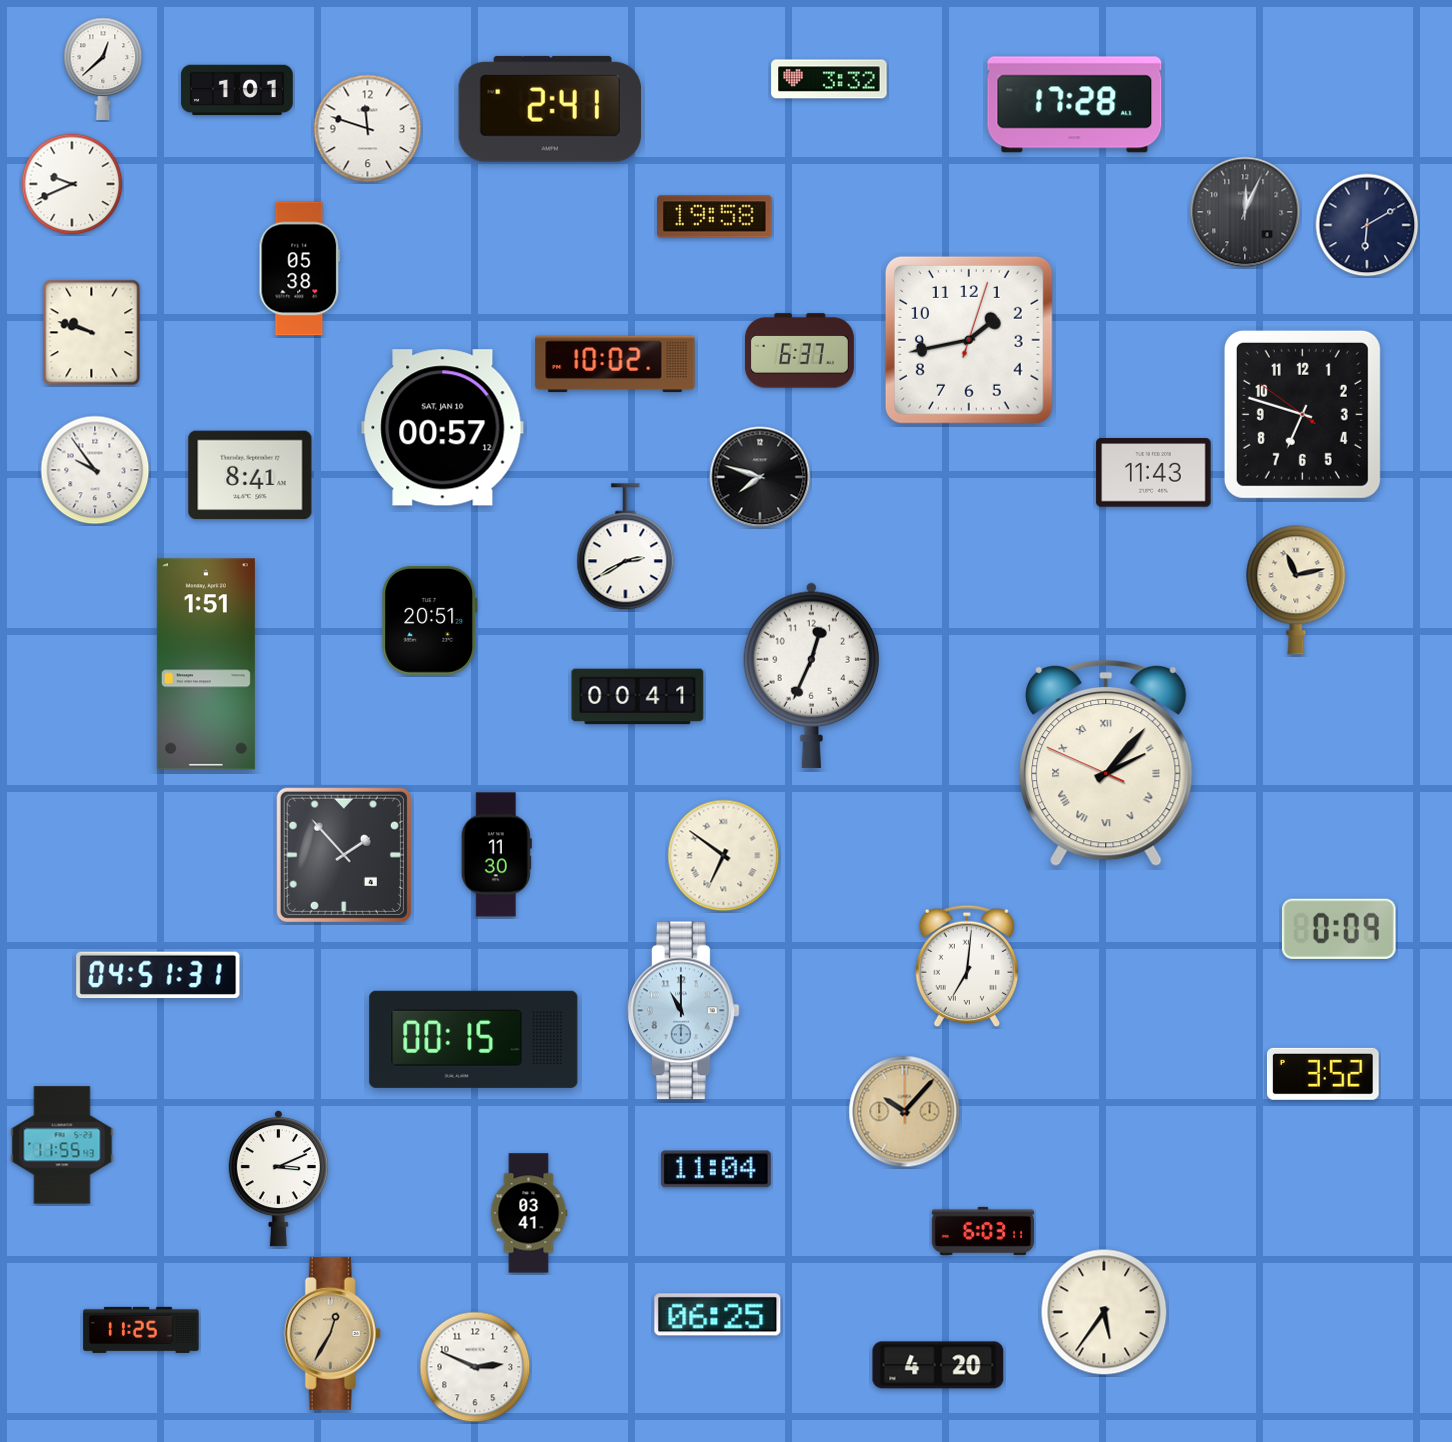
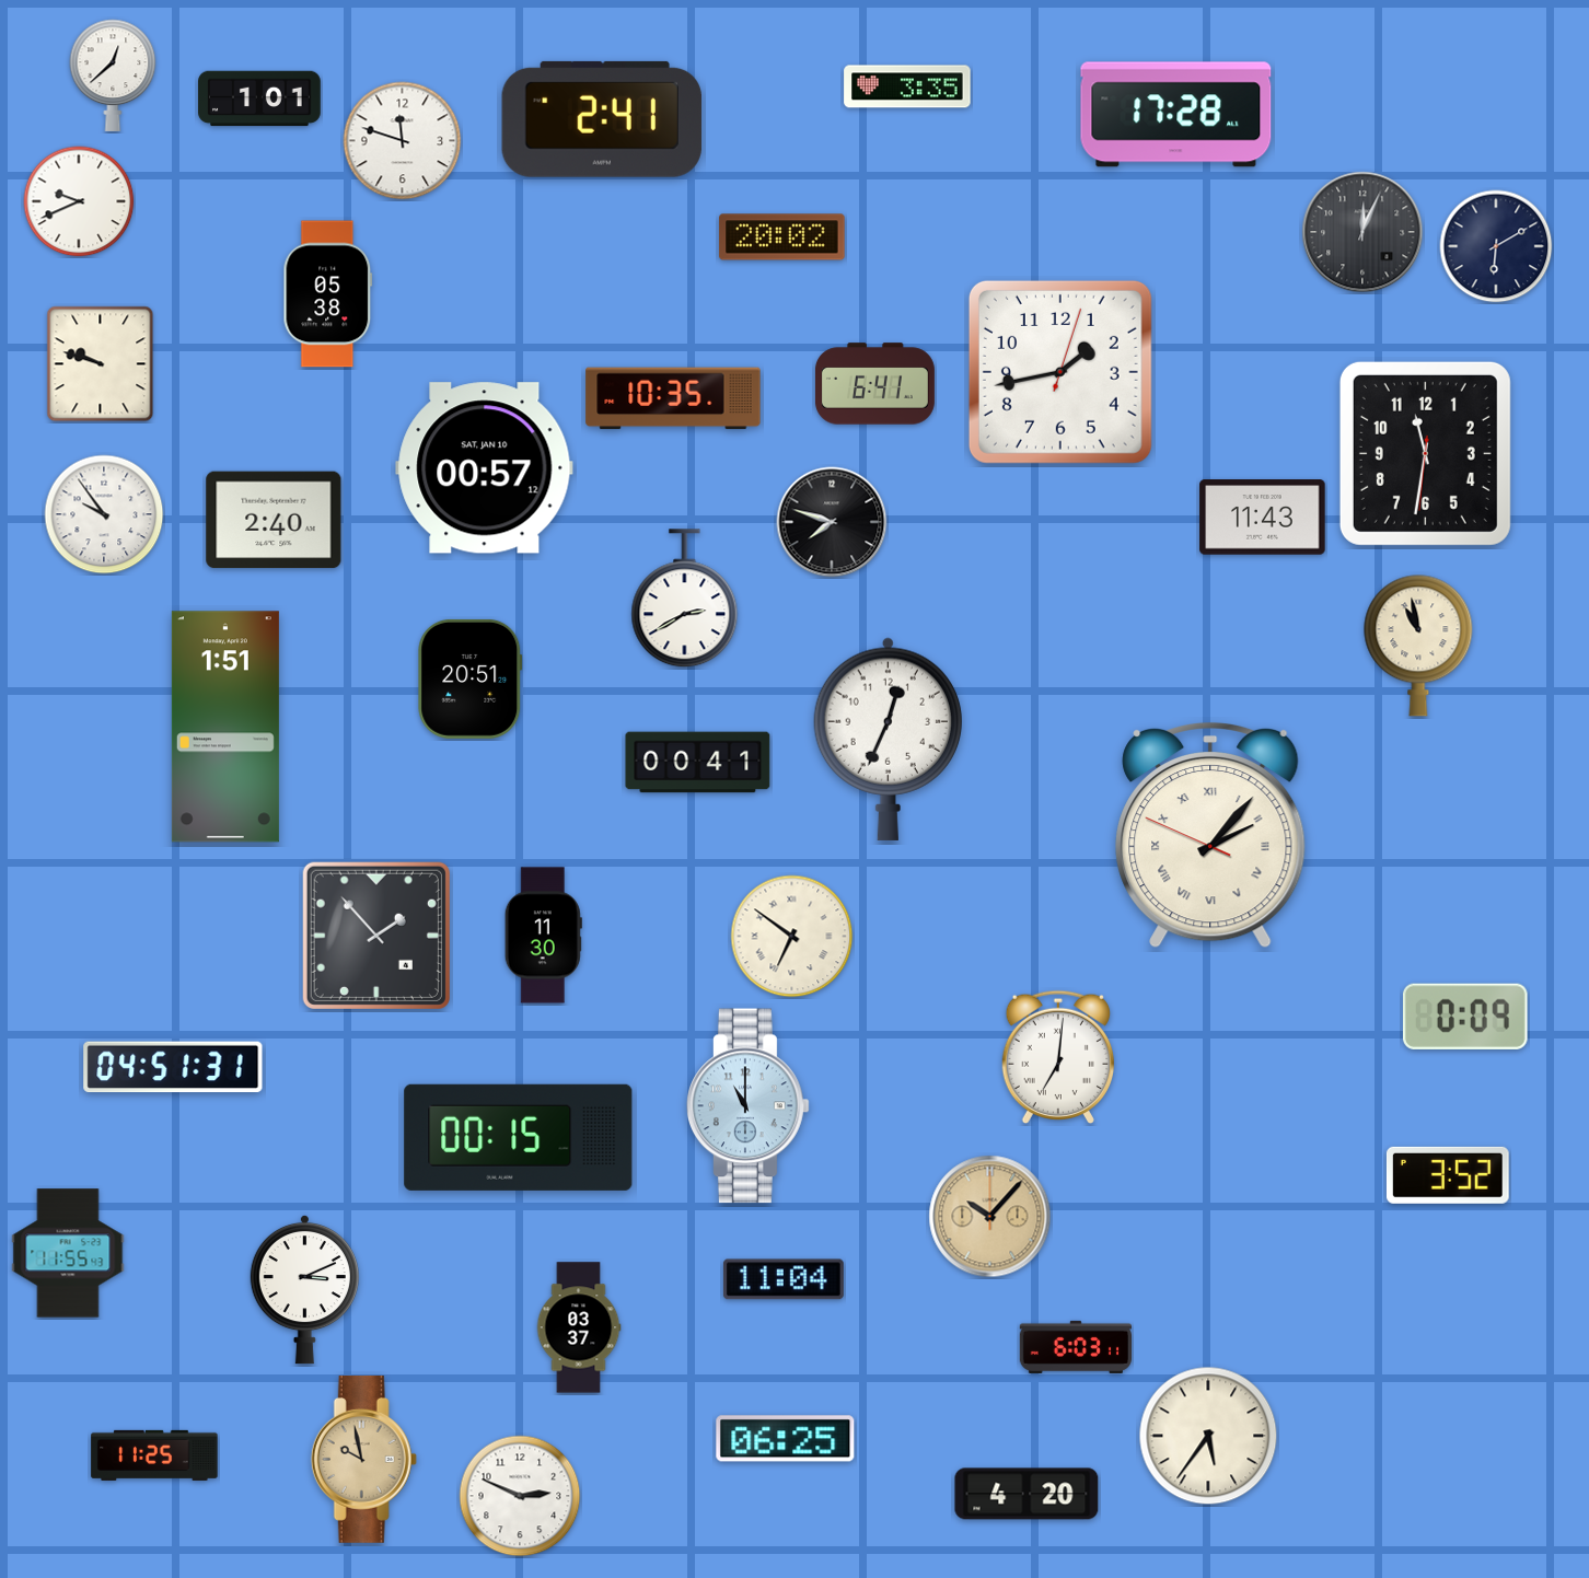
clock at (829, 79): 3:32 -> 3:35
clock at (715, 217): 19:58 -> 20:02
clock at (799, 351): 6:37 -> 6:41
clock at (615, 364): 10:02 -> 10:35
clock at (1302, 414): 6:47 -> 11:31
clock at (250, 475): 8:41 -> 2:40
clock at (1296, 590): 11:13 -> 10:58
clock at (529, 1213): 03:41 -> 03:37
clock at (332, 1333): 12:35 -> 9:58
